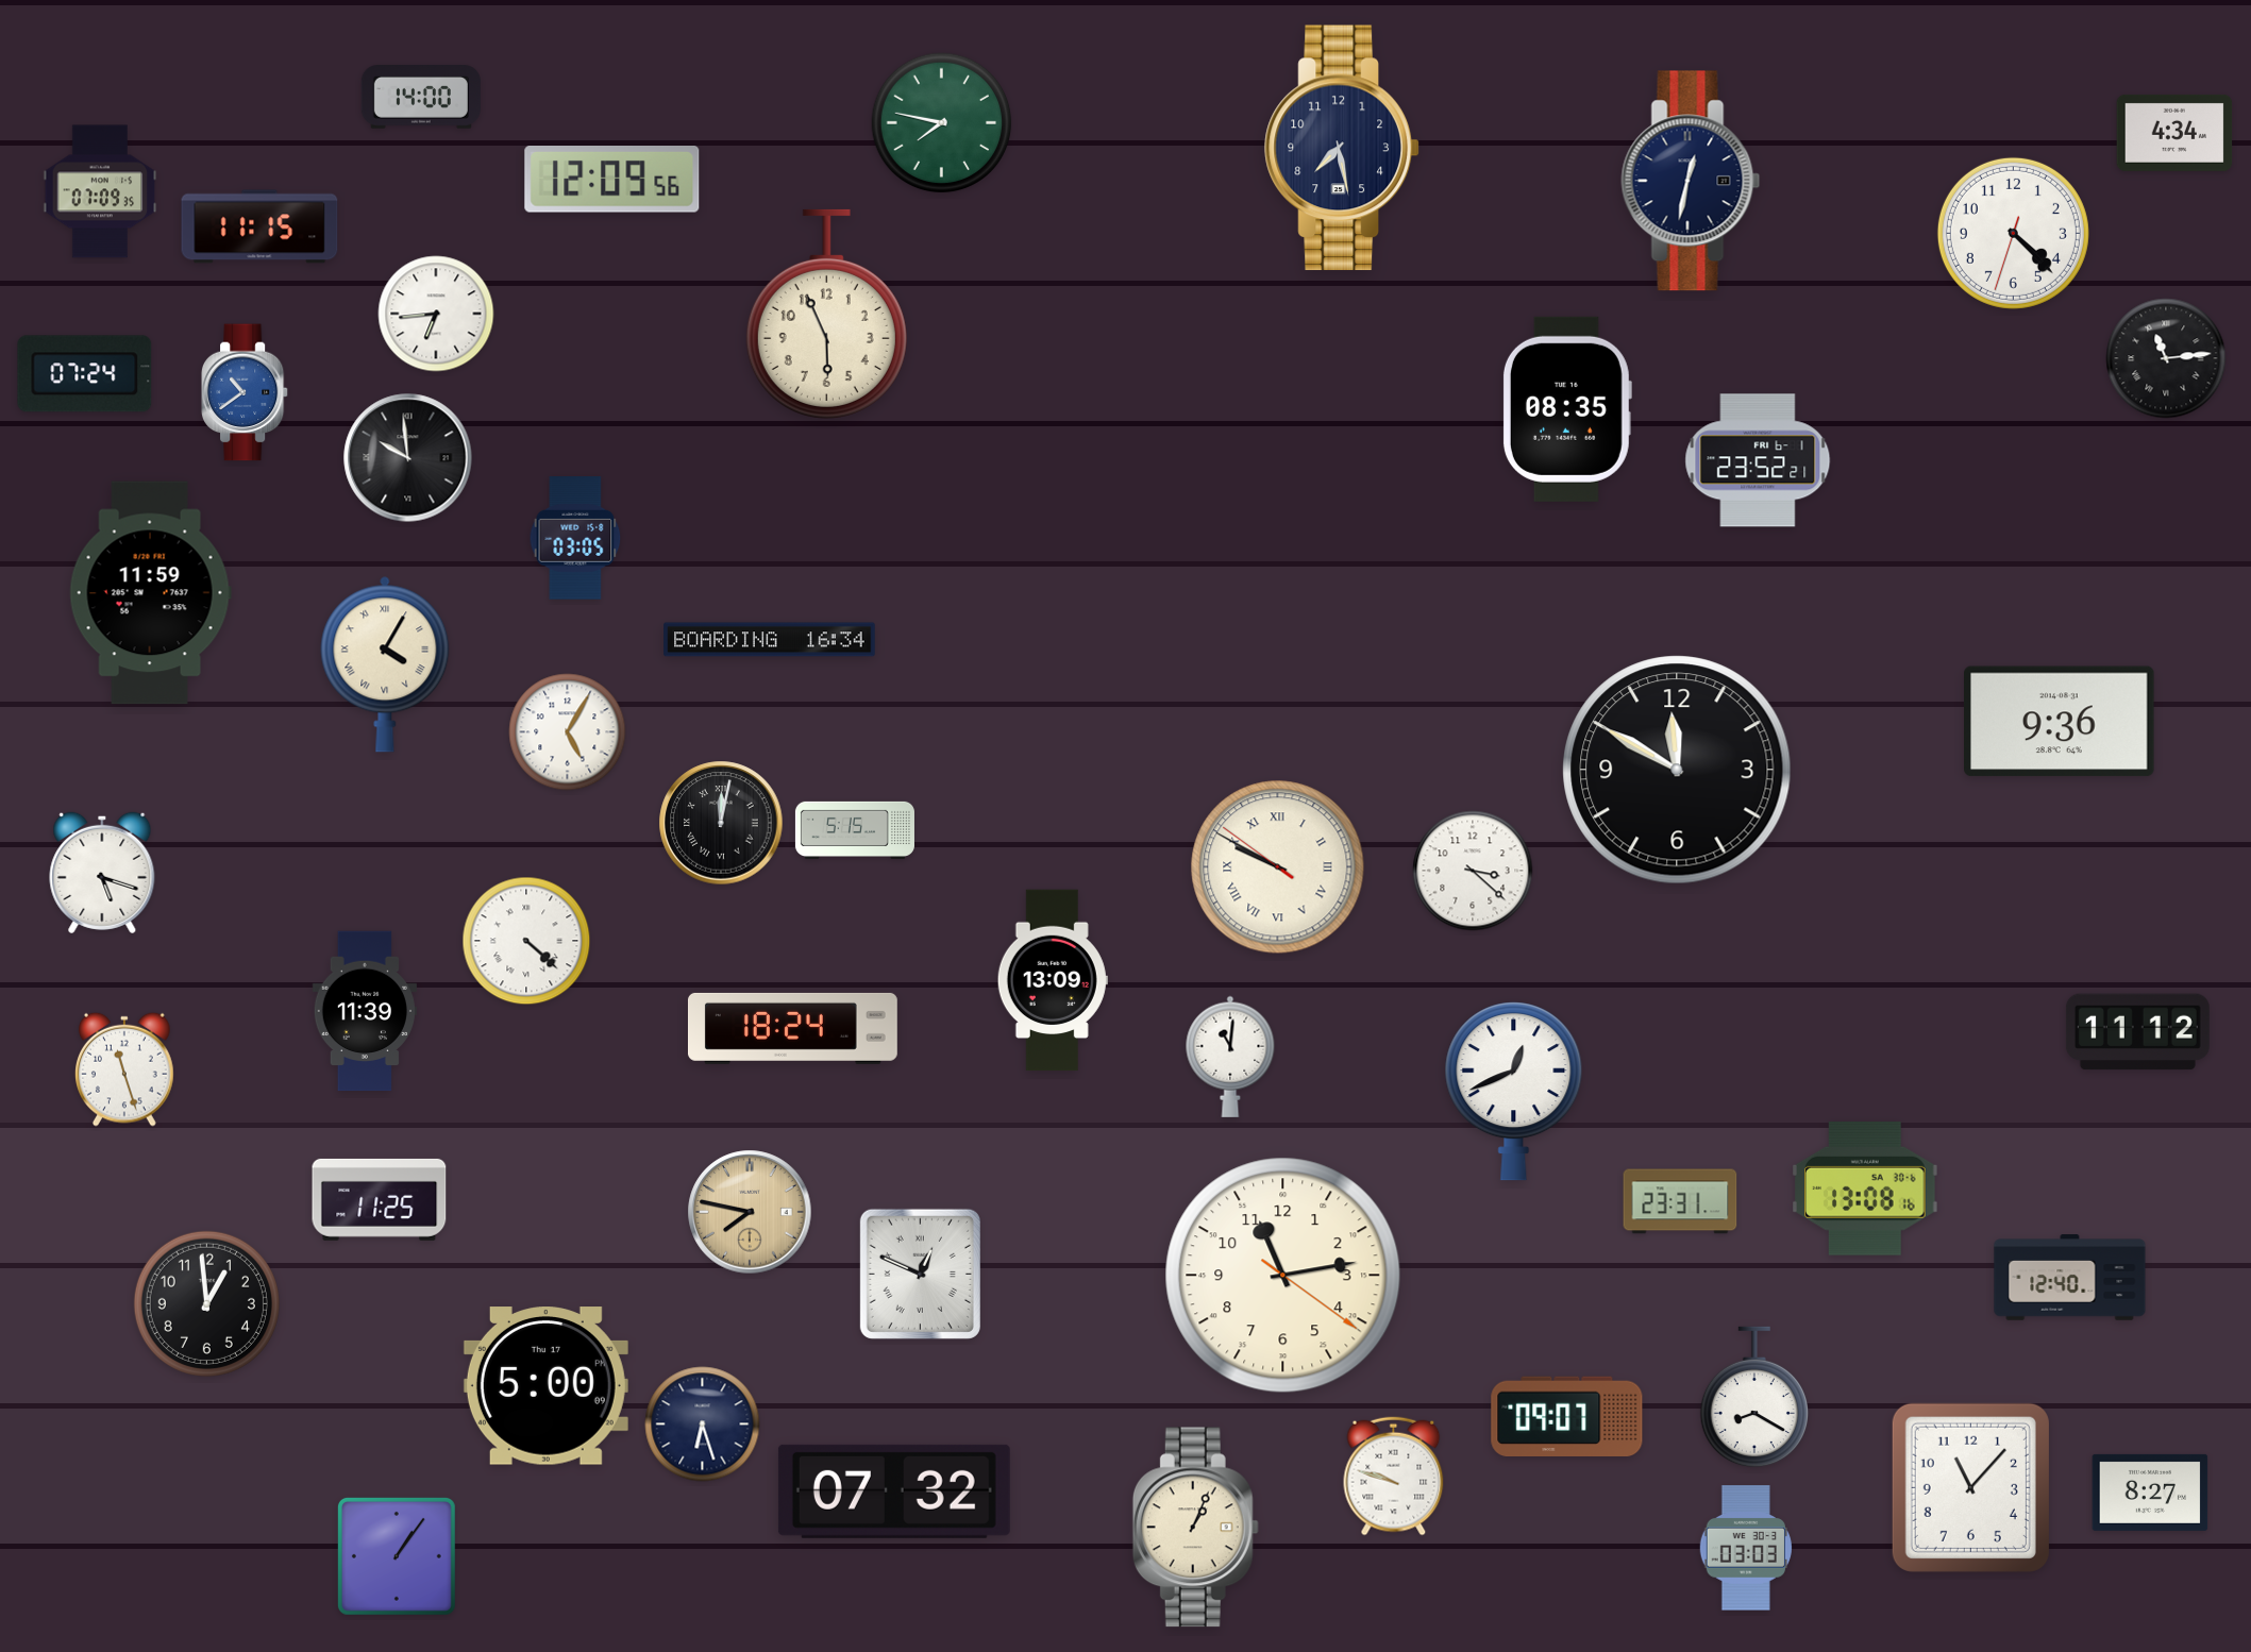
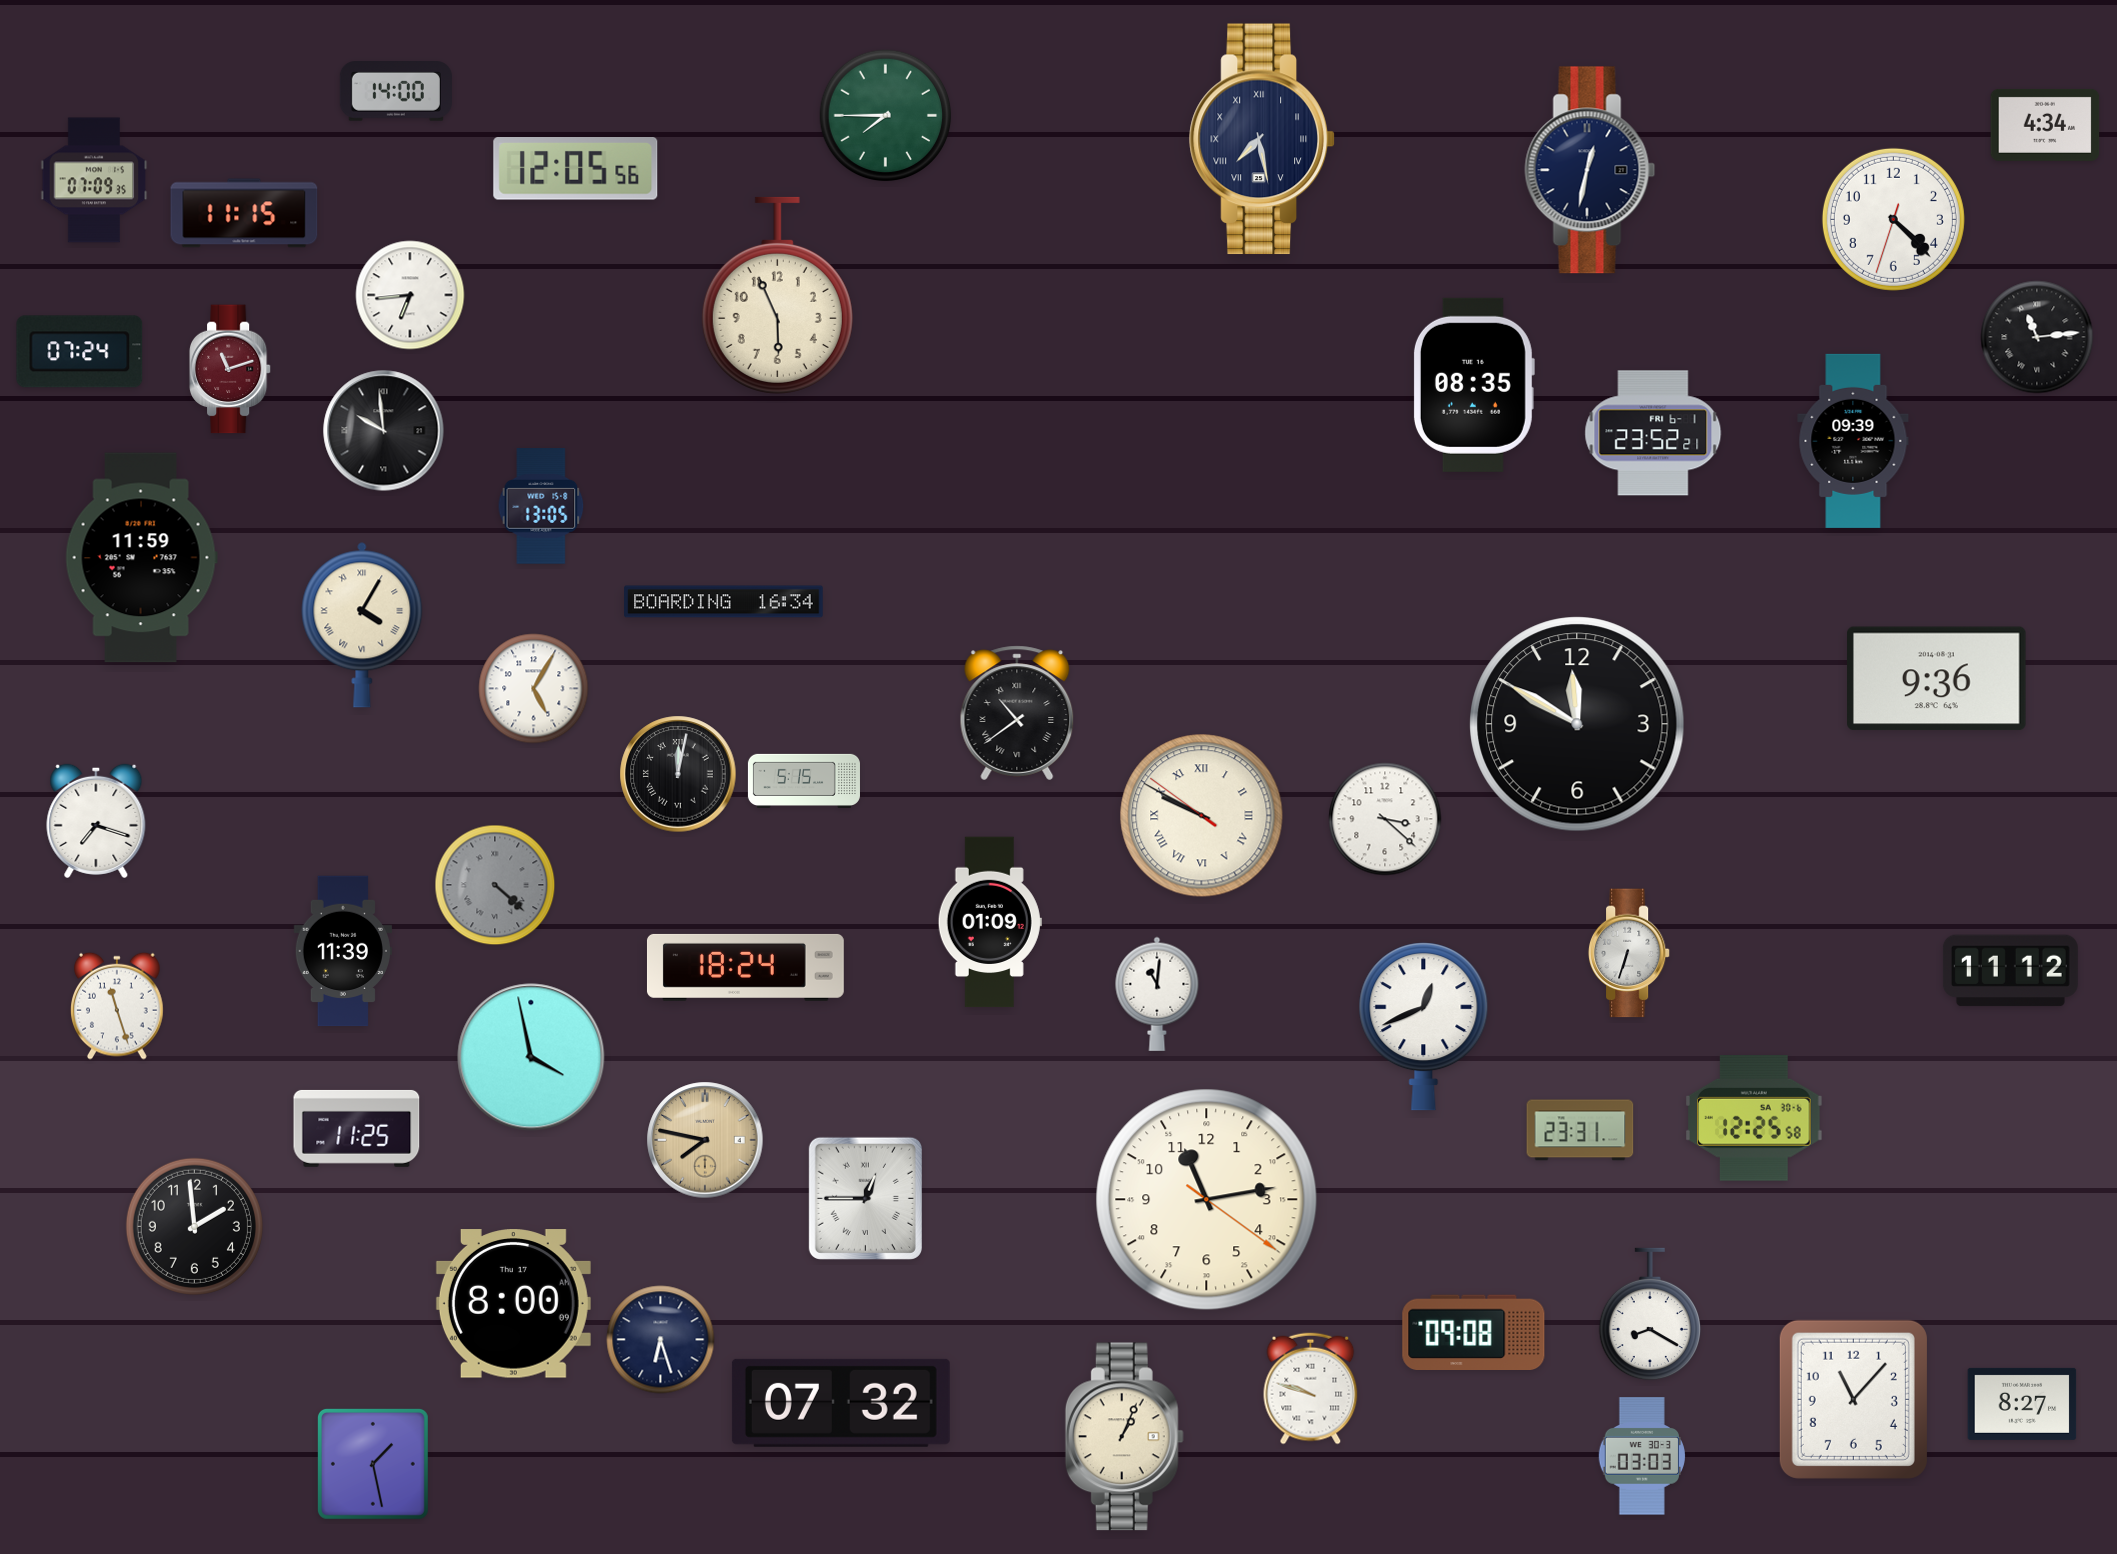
clock at (942, 123): 7:47 -> 7:45
clock at (1342, 148) numerals: Arabic -> Roman
clock at (612, 180): 12:09 -> 12:05
clock at (245, 392): 10:39 -> 11:12
clock at (245, 392) dial: blue -> burgundy
clock at (1853, 441): none -> 09:39
clock at (575, 539): 03:05 -> 13:05
clock at (1017, 713): none -> 10:39
clock at (102, 873): 5:18 -> 7:18
clock at (526, 941) dial: white -> grey
clock at (1053, 980): 13:09 -> 01:09
clock at (1629, 953): none -> 6:33
clock at (531, 1057): none -> 3:58
clock at (1866, 1190): 13:08 -> 12:25
clock at (920, 1274): 12:49 -> 12:45
clock at (2070, 1278): 12:40 -> none
clock at (206, 1303): 12:59 -> 1:59
clock at (545, 1386): 5:00 -> 8:00
clock at (1567, 1416): 09:07 -> 09:08
clock at (397, 1556): 1:06 -> 1:28
